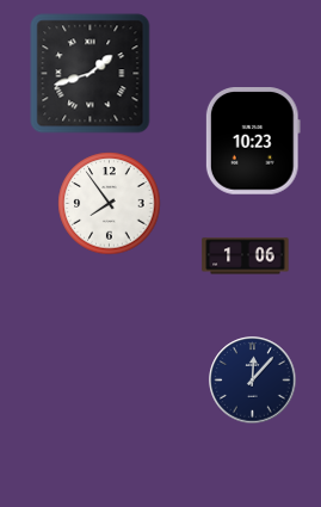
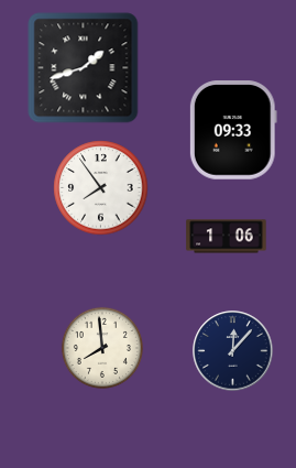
clock at (253, 142): 10:23 -> 09:33
clock at (102, 348): none -> 7:59
